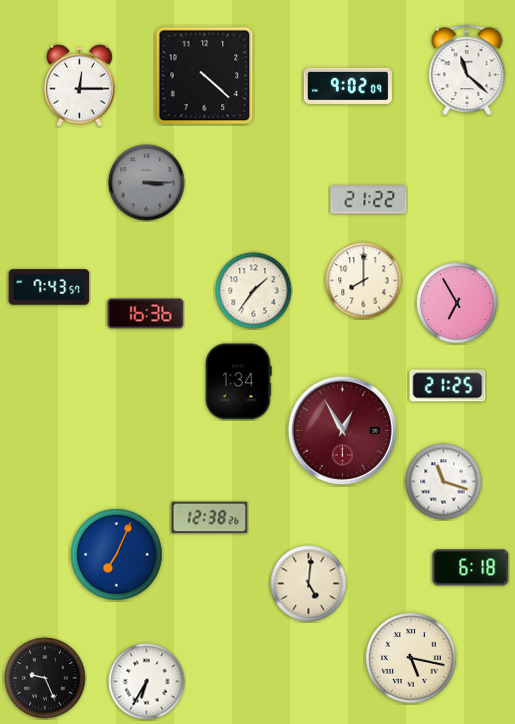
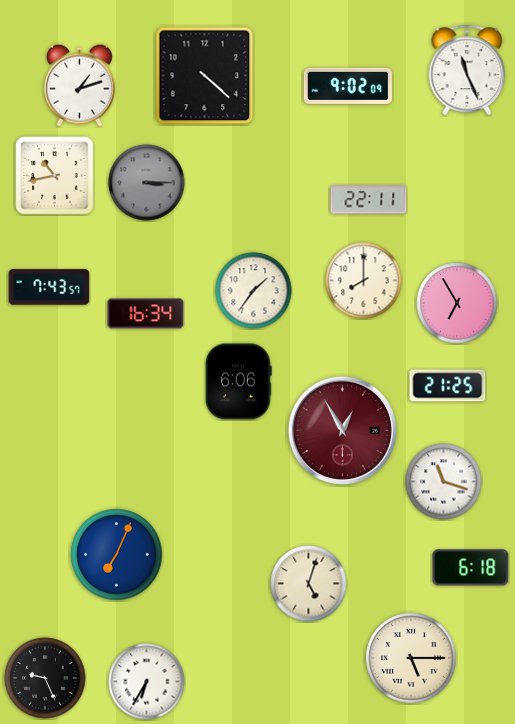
clock at (467, 69): 11:22 -> 11:26
clock at (80, 85): 12:15 -> 1:12
clock at (55, 176): none -> 10:43
clock at (369, 200): 21:22 -> 22:11
clock at (146, 314): 16:36 -> 16:34
clock at (239, 382): 1:34 -> 6:06
clock at (210, 518): 12:38 -> none
clock at (309, 584): 5:01 -> 5:03
clock at (411, 658): 5:17 -> 5:15
